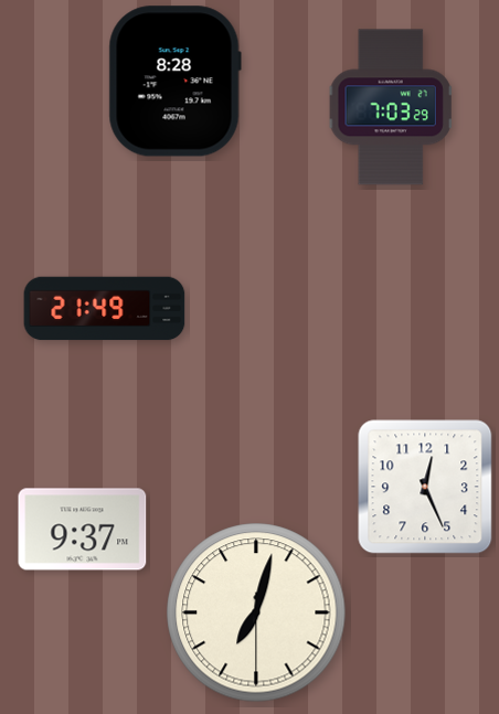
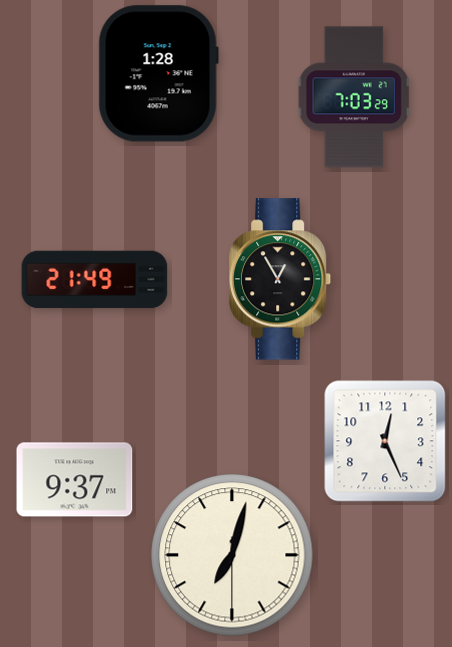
clock at (174, 82): 8:28 -> 1:28
clock at (281, 279): none -> 12:55
